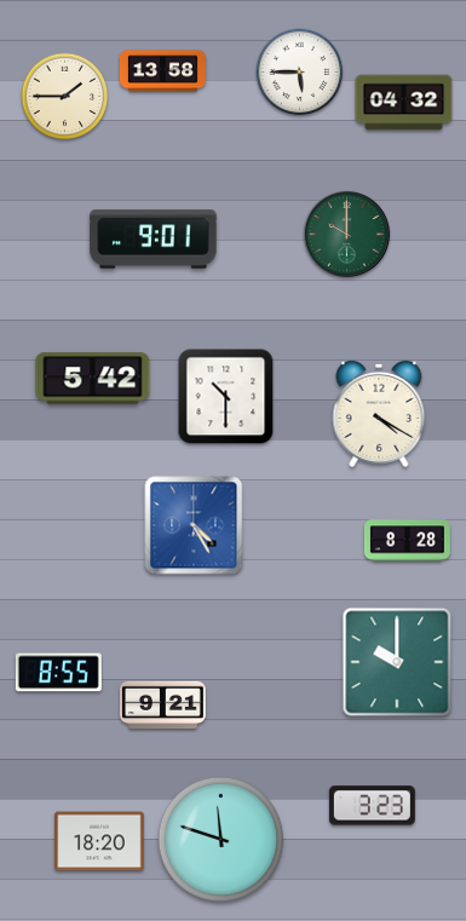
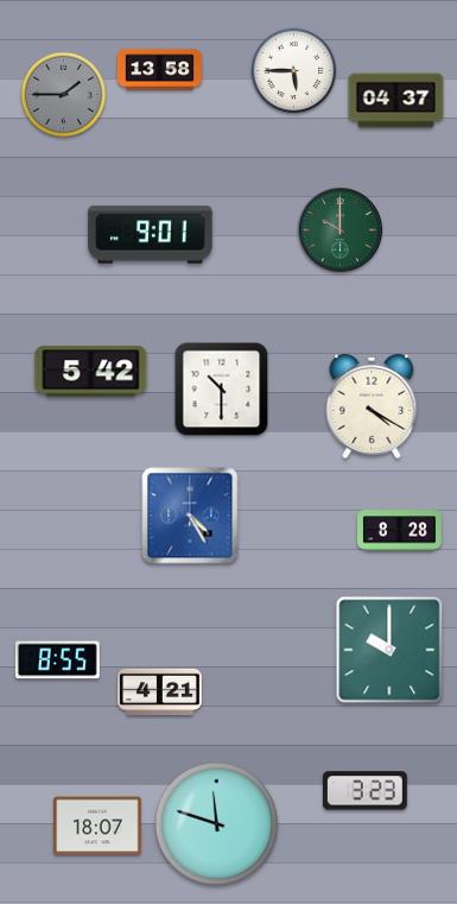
clock at (65, 97) dial: cream -> grey
clock at (404, 103): 04:32 -> 04:37
clock at (162, 704): 9:21 -> 4:21
clock at (99, 841): 18:20 -> 18:07
